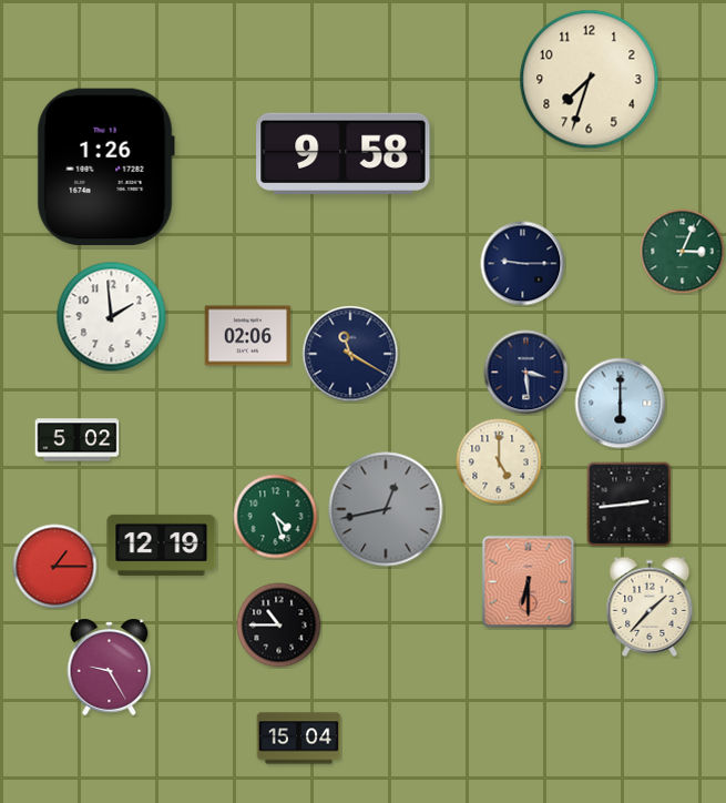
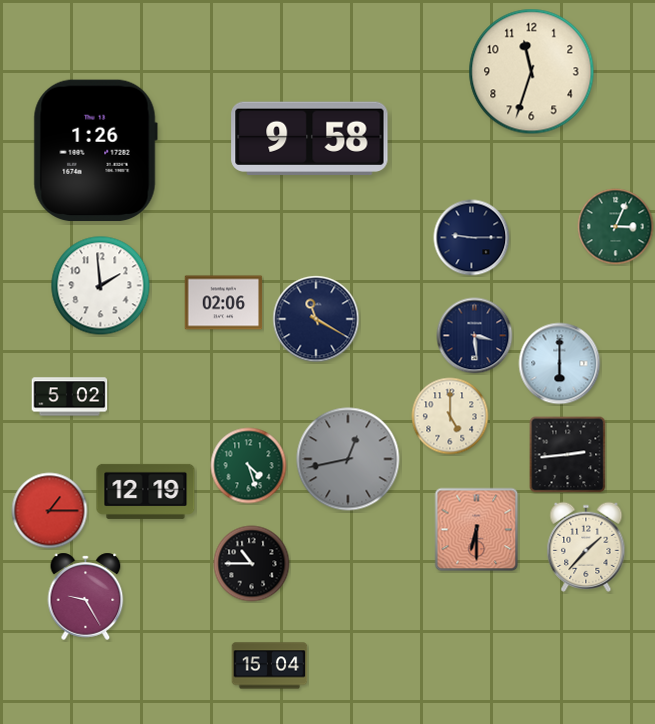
clock at (590, 80): 7:33 -> 11:33
clock at (529, 582) position: (529, 582) -> (477, 530)
clock at (110, 667) position: (110, 667) -> (86, 596)
